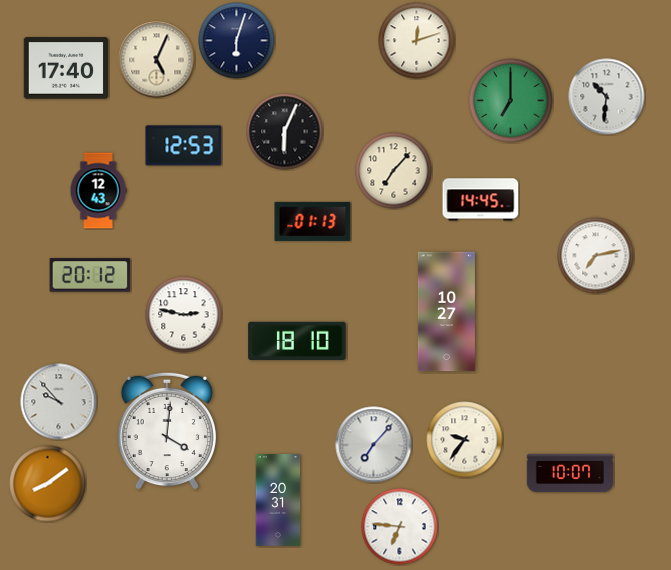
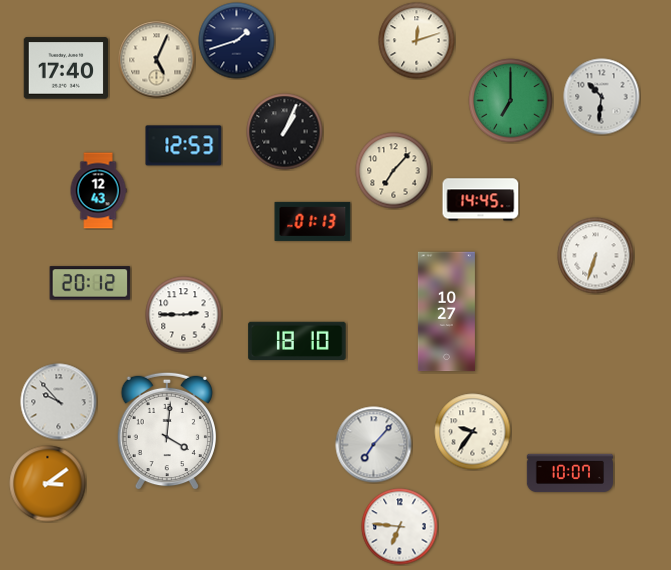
clock at (237, 41): 6:03 -> 1:42
clock at (607, 97) position: (607, 97) -> (602, 97)
clock at (285, 132): 6:04 -> 1:04
clock at (596, 256): 7:13 -> 6:33
clock at (90, 275) position: (90, 275) -> (90, 283)
clock at (184, 315): 2:47 -> 2:45
clock at (465, 440) position: (465, 440) -> (473, 432)
clock at (48, 484): 8:09 -> 3:09
clock at (278, 501): 20:31 -> none
